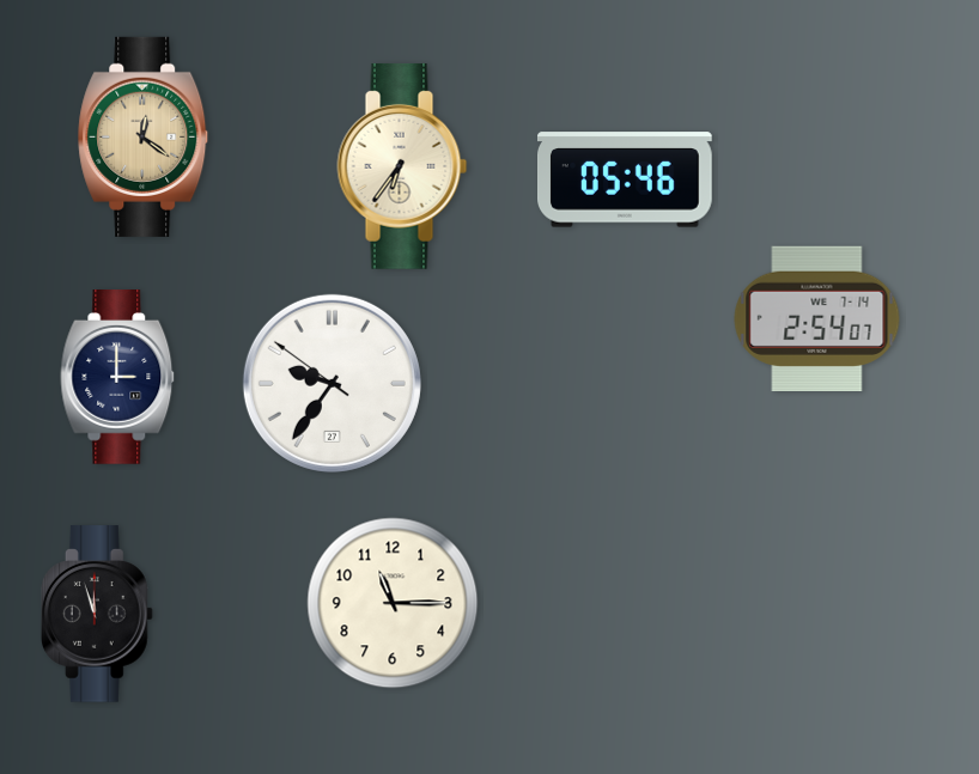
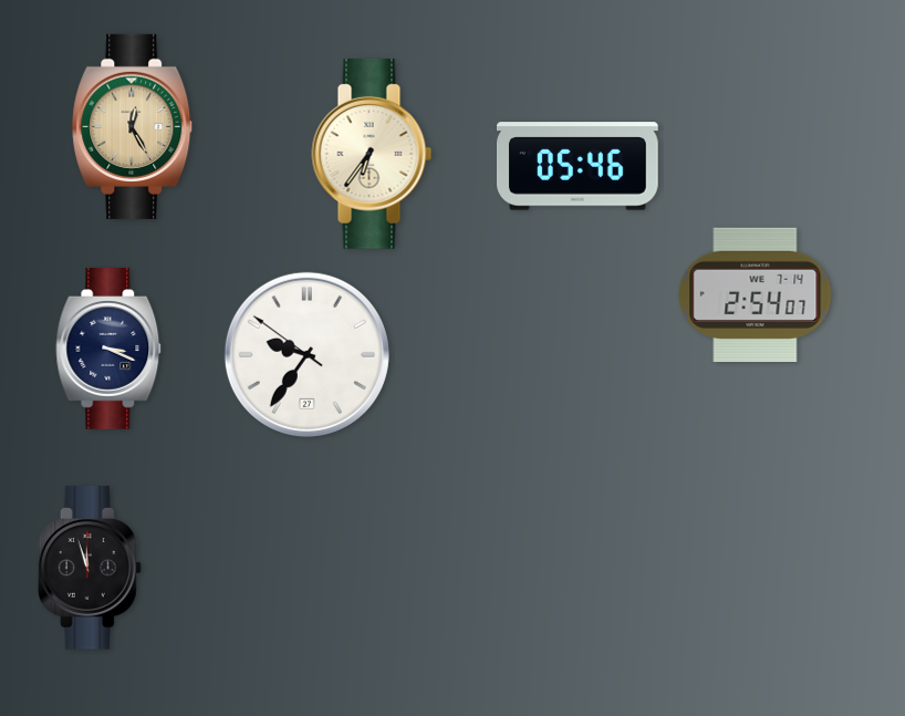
clock at (144, 136): 12:21 -> 12:25
clock at (117, 378): 3:00 -> 3:19
clock at (393, 603): 11:15 -> none
